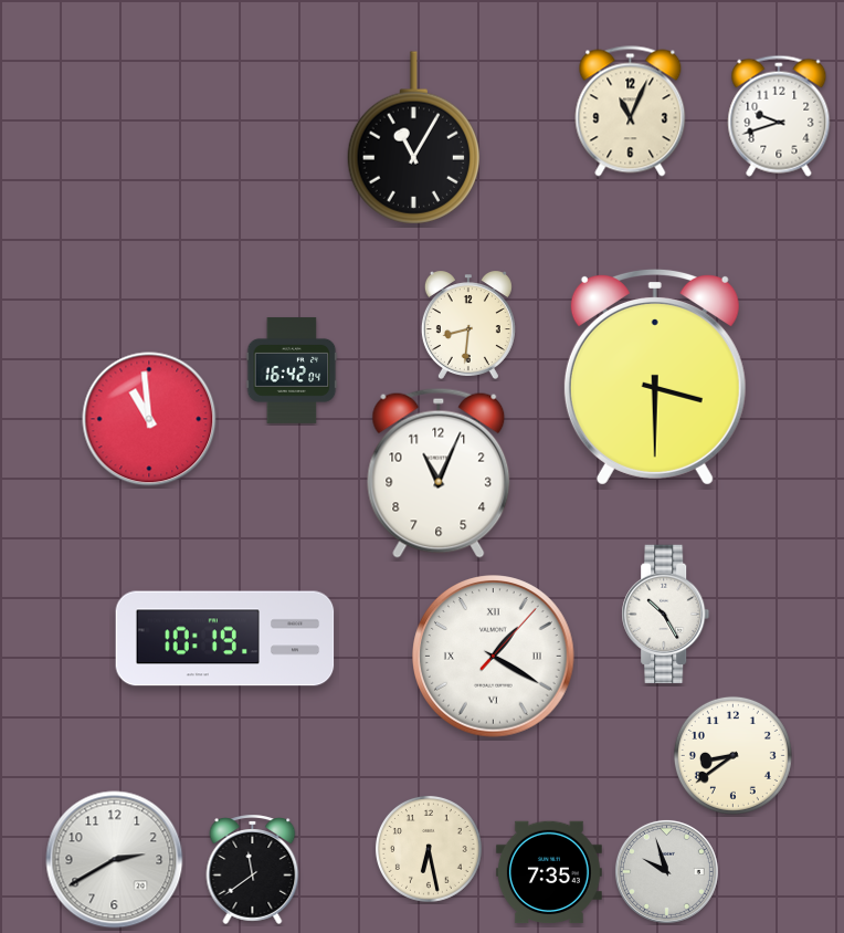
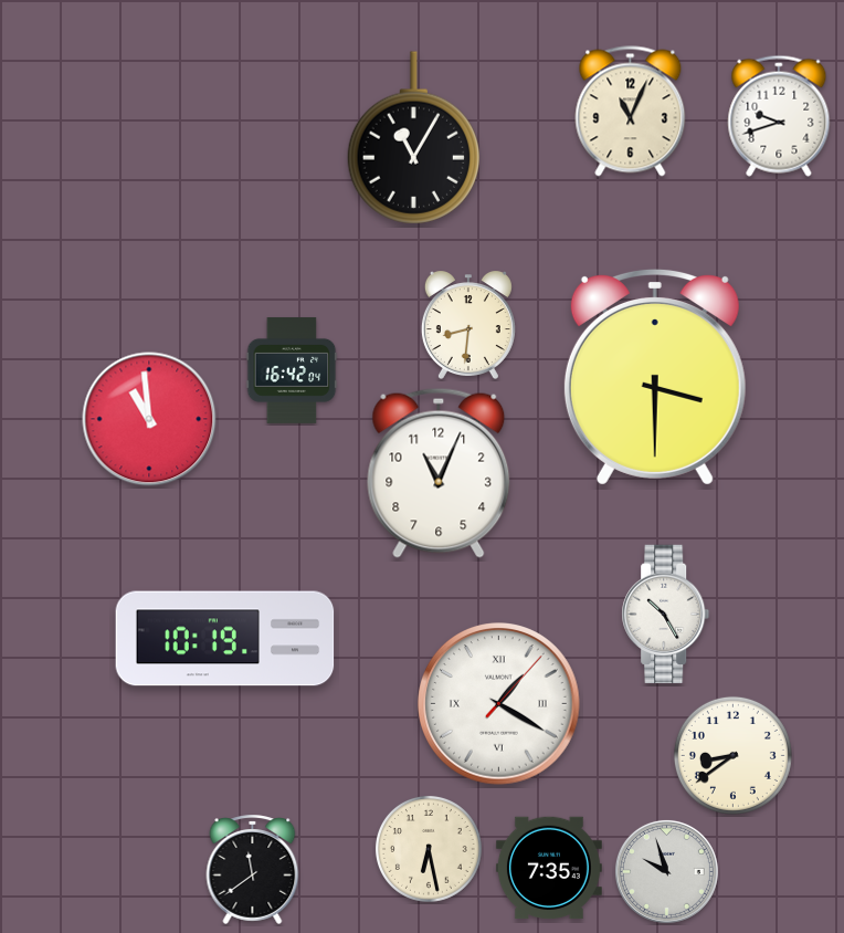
clock at (494, 657) position: (494, 657) -> (499, 704)
clock at (115, 860): 2:40 -> none
clock at (549, 872) position: (549, 872) -> (549, 868)
